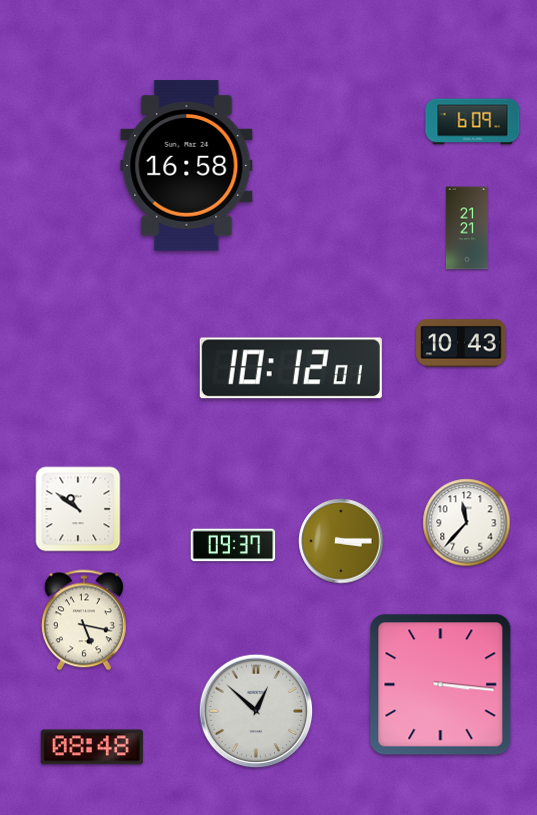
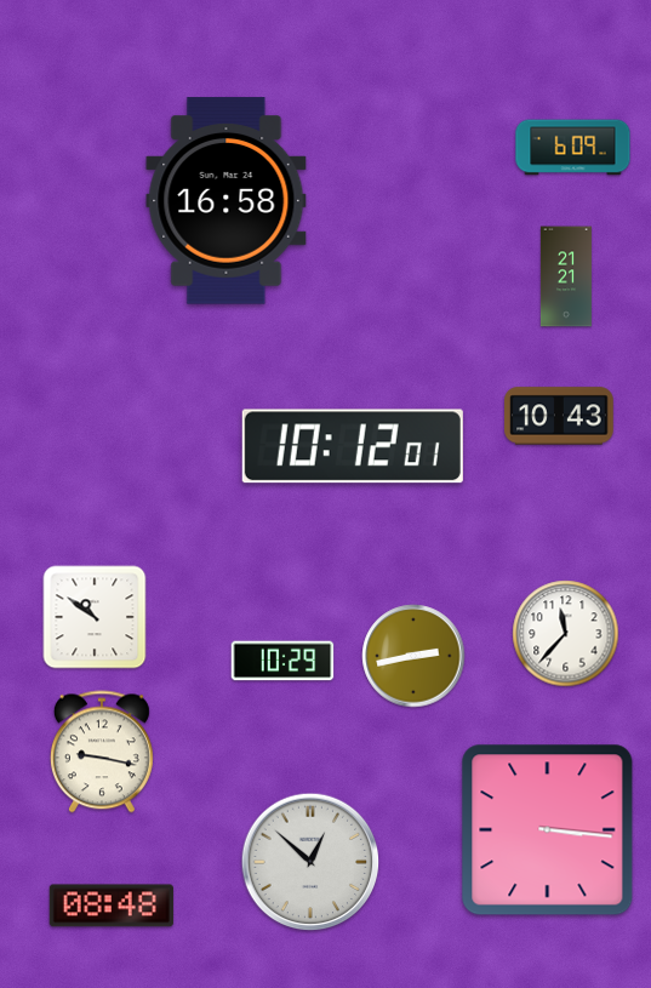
clock at (341, 541): 3:15 -> 2:43
clock at (233, 545): 09:37 -> 10:29
clock at (84, 620): 5:17 -> 9:17
clock at (441, 685) position: (441, 685) -> (548, 830)
